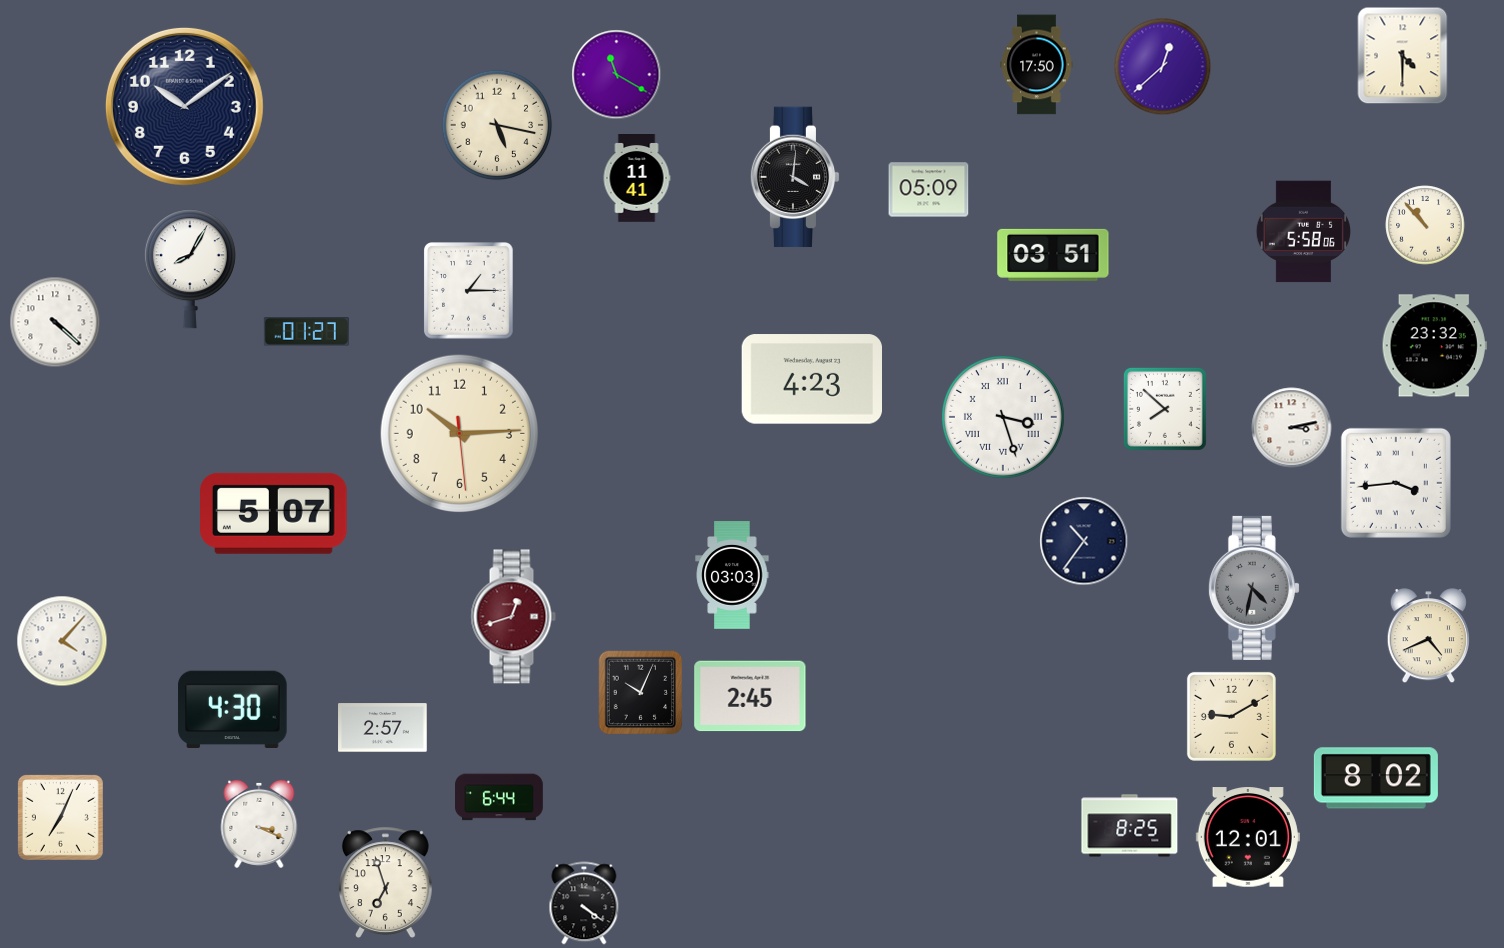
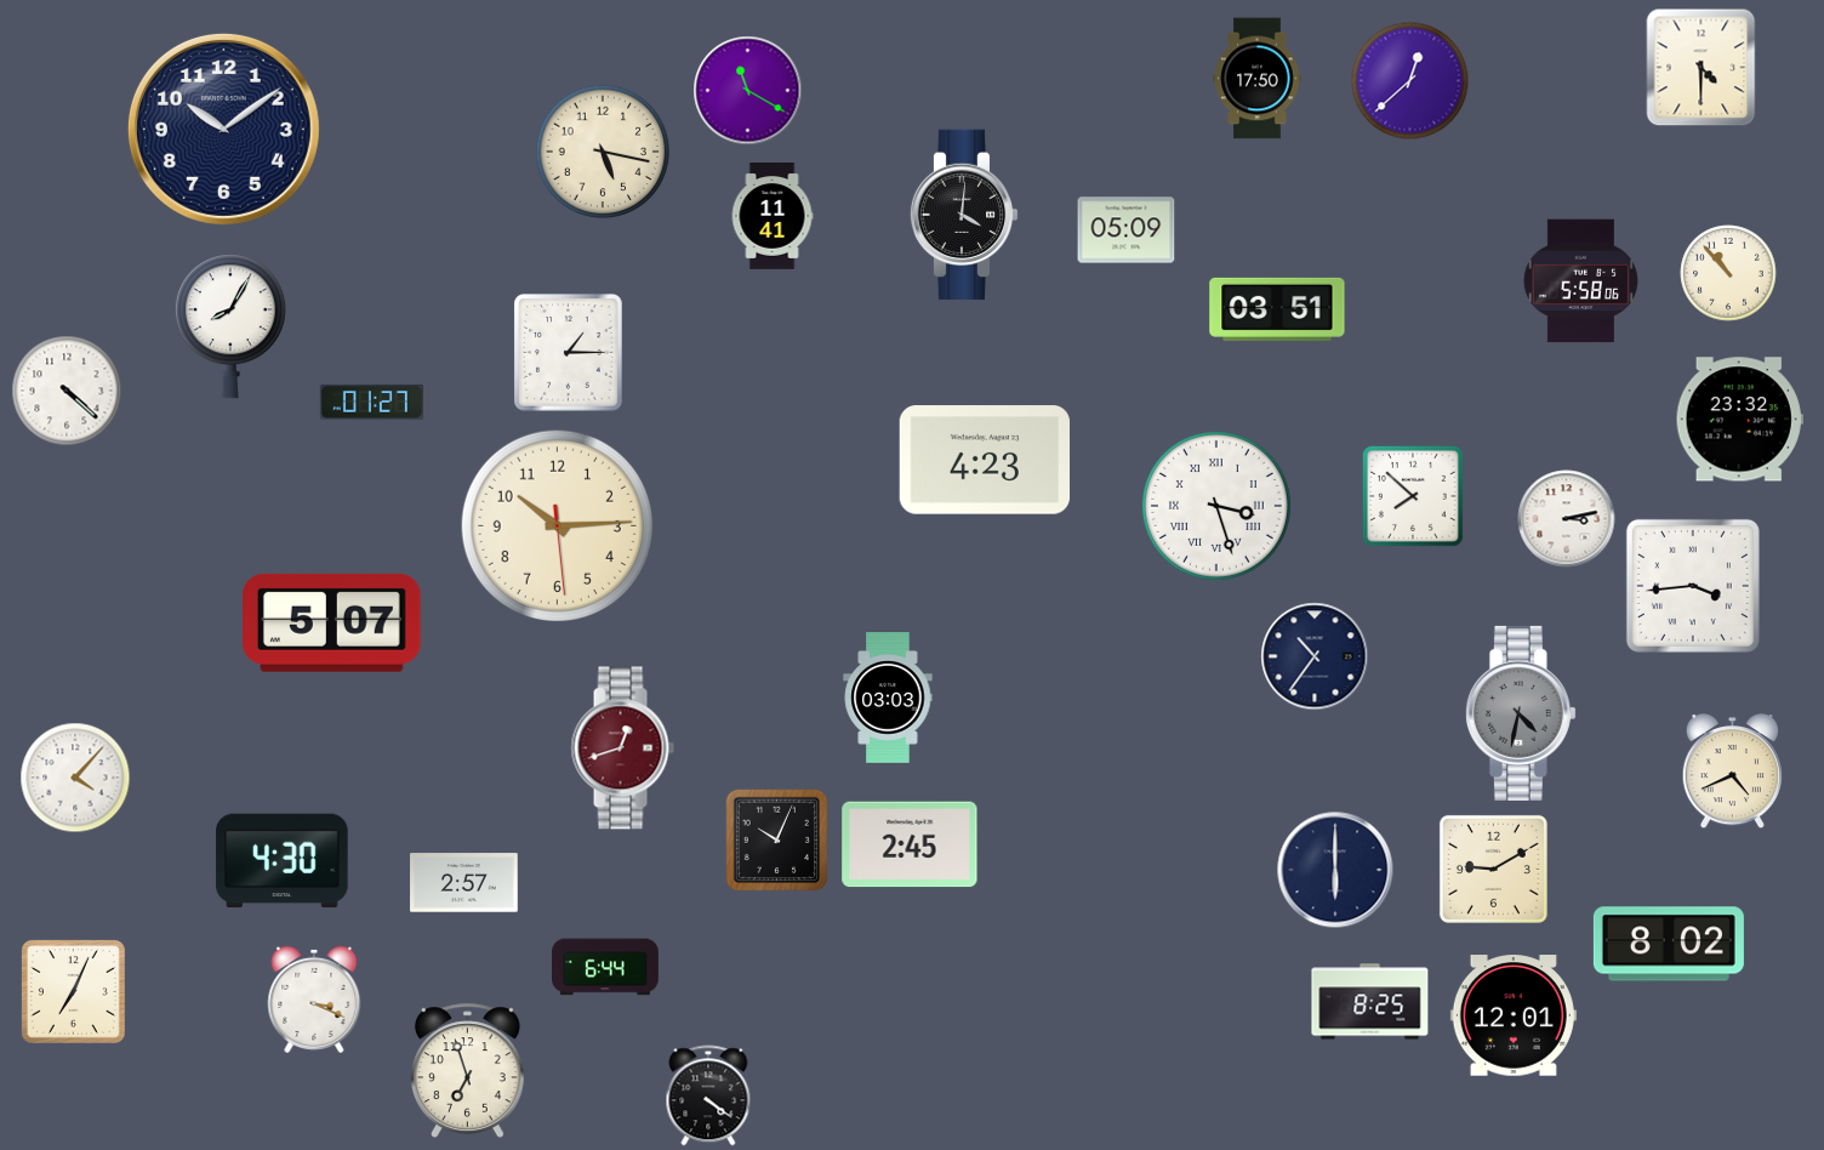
clock at (1335, 870): none -> 6:00
